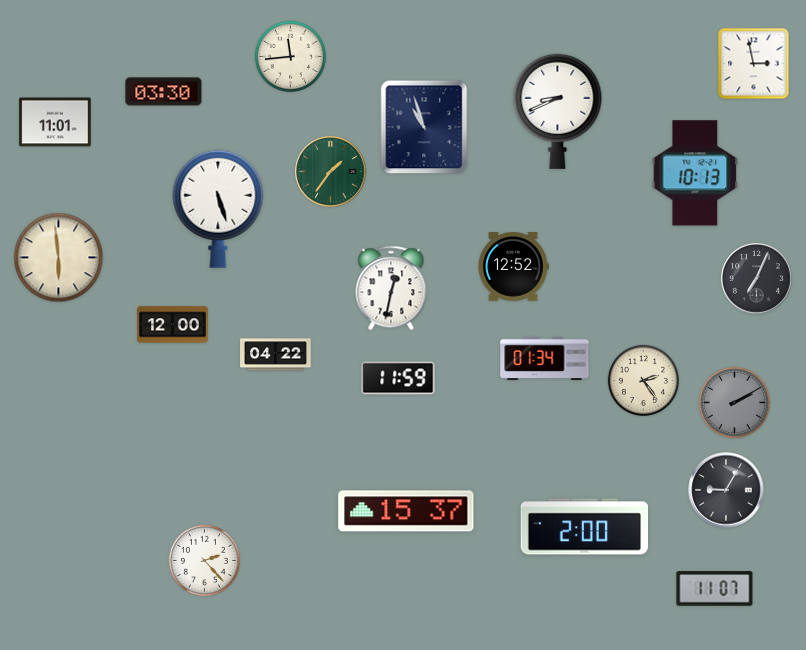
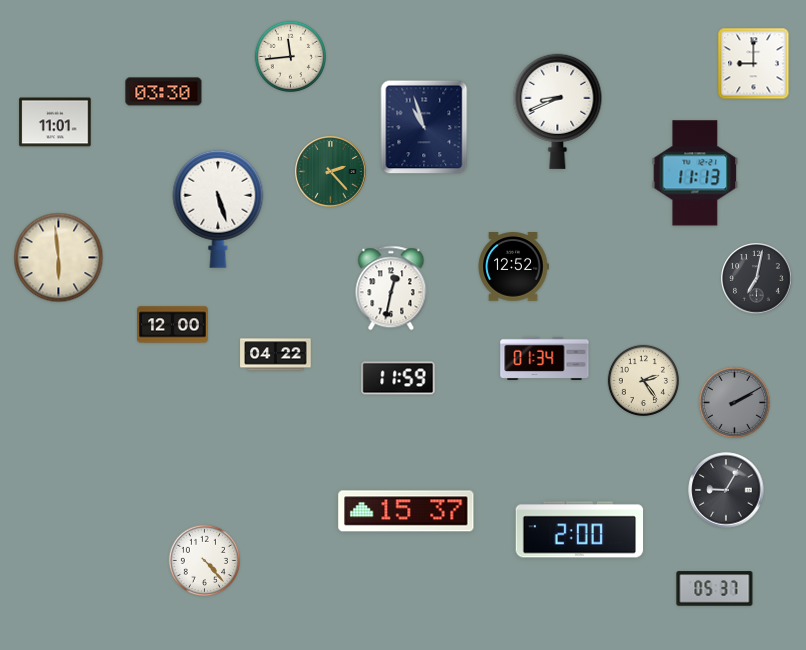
clock at (754, 64): 2:58 -> 9:00
clock at (331, 172): 1:36 -> 2:23
clock at (695, 173): 10:13 -> 11:13
clock at (757, 279): 7:04 -> 7:02
clock at (585, 527) position: (585, 527) -> (580, 530)
clock at (204, 560): 2:23 -> 4:23
clock at (715, 589): 11:07 -> 05:37
